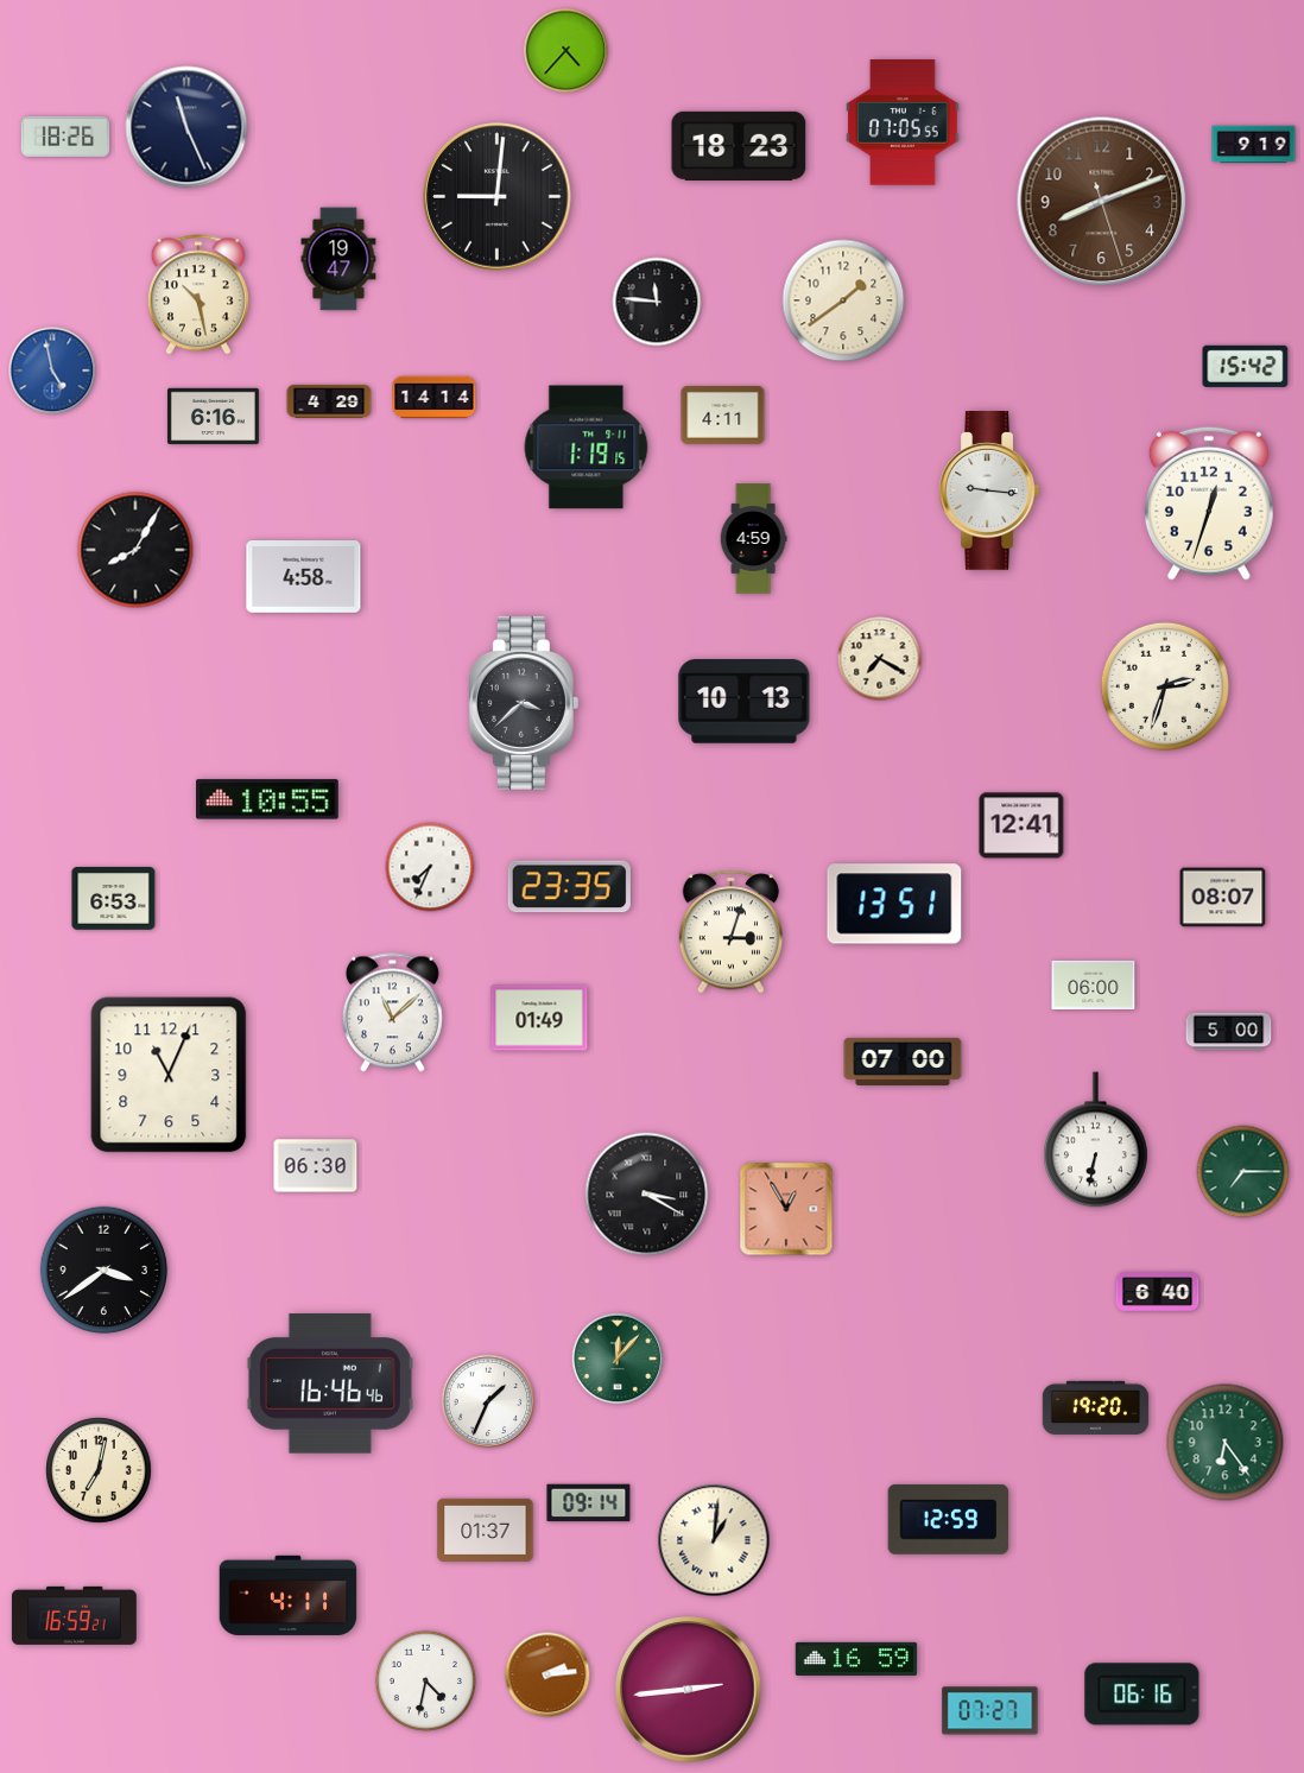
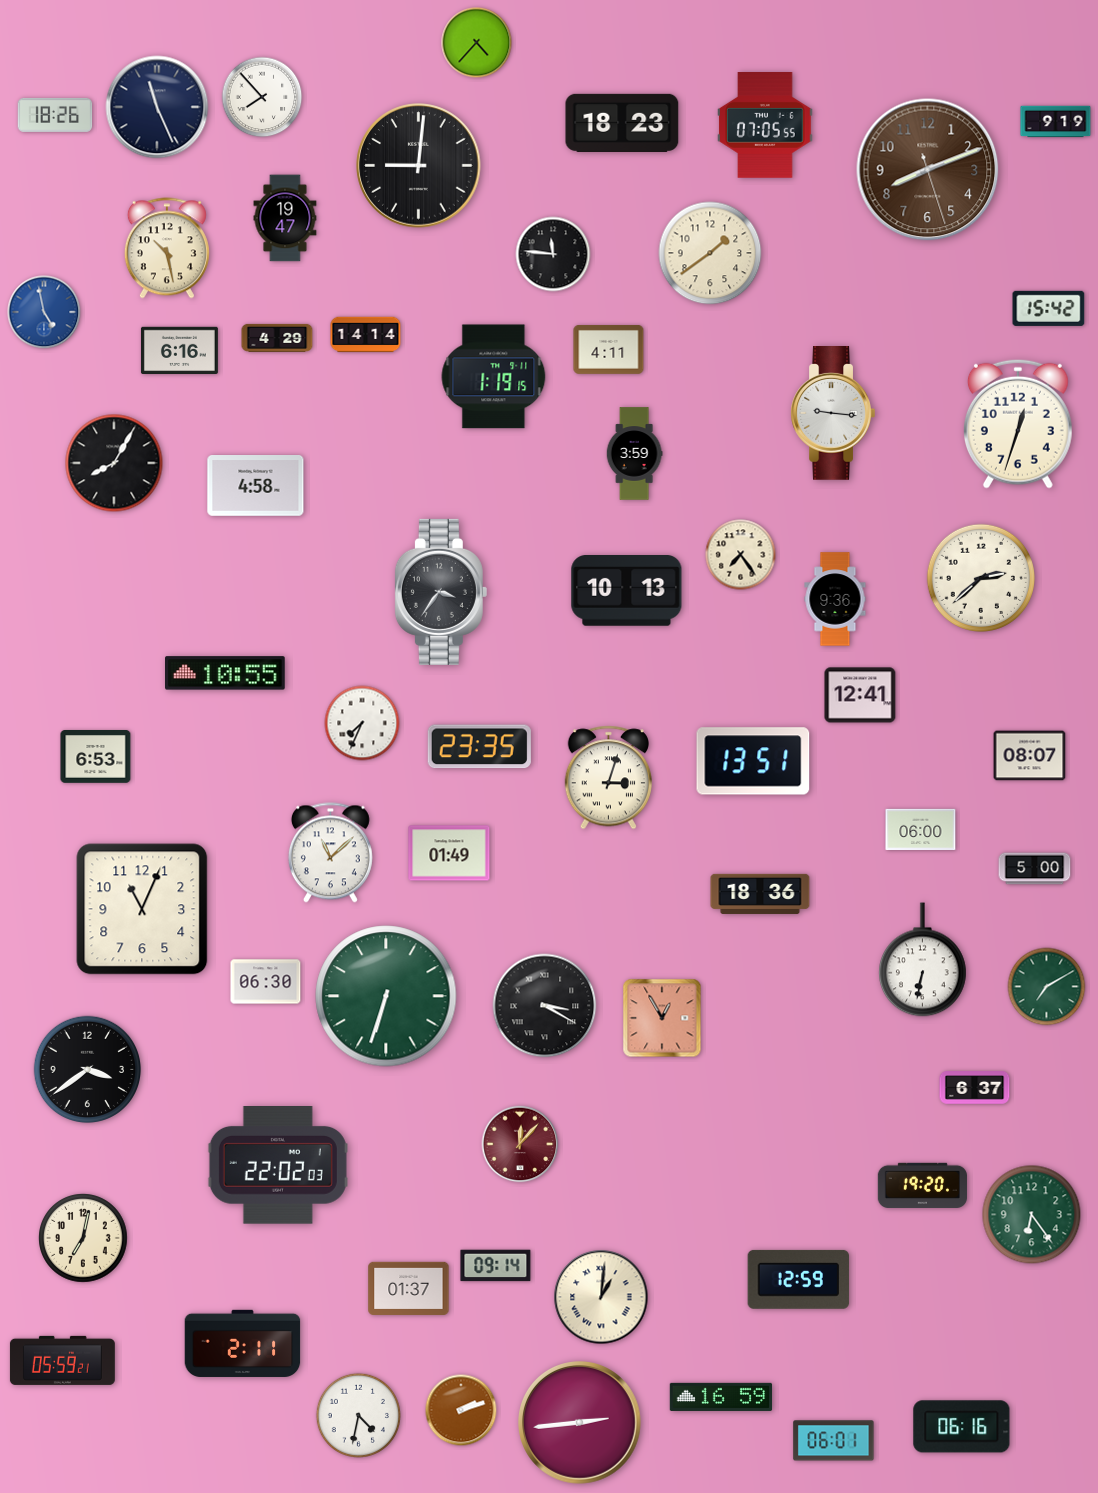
clock at (262, 97): none -> 7:53
clock at (903, 124) position: (903, 124) -> (765, 126)
clock at (753, 539): 4:59 -> 3:59
clock at (880, 659): 7:20 -> 7:24
clock at (1165, 686): 2:33 -> 2:38
clock at (524, 703): 3:38 -> 3:36
clock at (835, 599): none -> 9:36
clock at (430, 867) position: (430, 867) -> (362, 723)
clock at (730, 932) position: (730, 932) -> (608, 778)
clock at (539, 1018) position: (539, 1018) -> (449, 853)
clock at (903, 1060): 07:00 -> 18:36
clock at (169, 1075) position: (169, 1075) -> (142, 909)
clock at (1243, 1172): 7:15 -> 7:10
clock at (386, 996): none -> 6:33
clock at (1158, 1292): 6:40 -> 6:37
clock at (618, 1359) dial: green -> burgundy
clock at (330, 1383): 16:46 -> 22:02
clock at (488, 1401): 1:34 -> none
clock at (289, 1595): 4:11 -> 2:11
clock at (74, 1615): 16:59 -> 05:59
clock at (547, 1674): 2:14 -> 2:12
clock at (990, 1711): 07:27 -> 06:01
